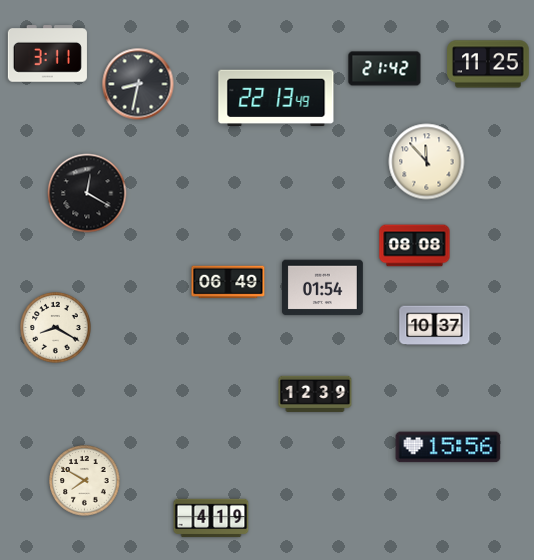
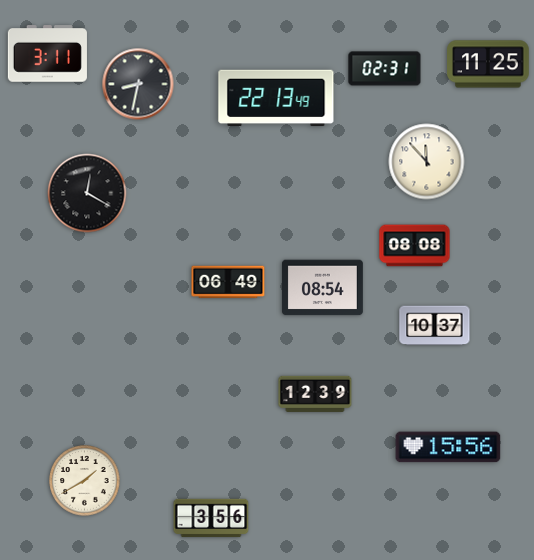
clock at (385, 69): 21:42 -> 02:31
clock at (322, 288): 01:54 -> 08:54
clock at (56, 328): 8:20 -> none
clock at (85, 481): 7:50 -> 1:40
clock at (211, 518): 4:19 -> 3:56
